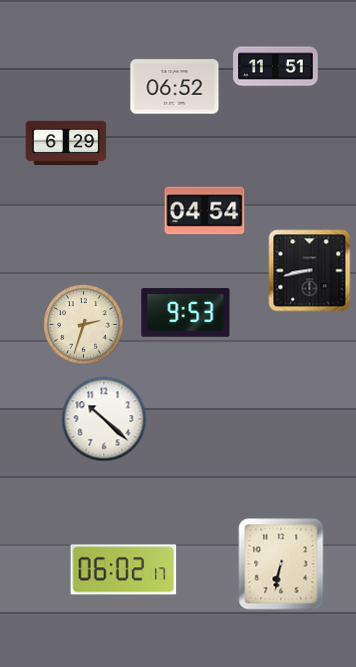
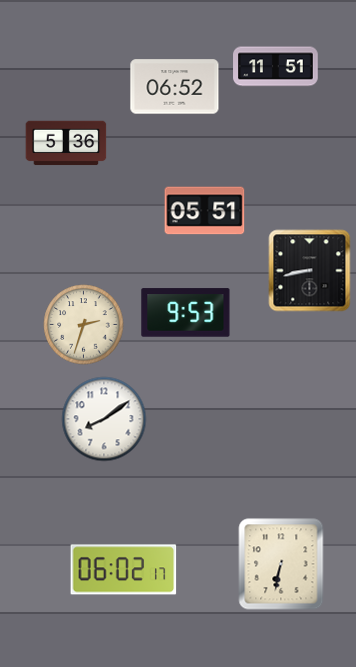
clock at (66, 143): 6:29 -> 5:36
clock at (205, 211): 04:54 -> 05:51
clock at (104, 419): 10:22 -> 8:09
